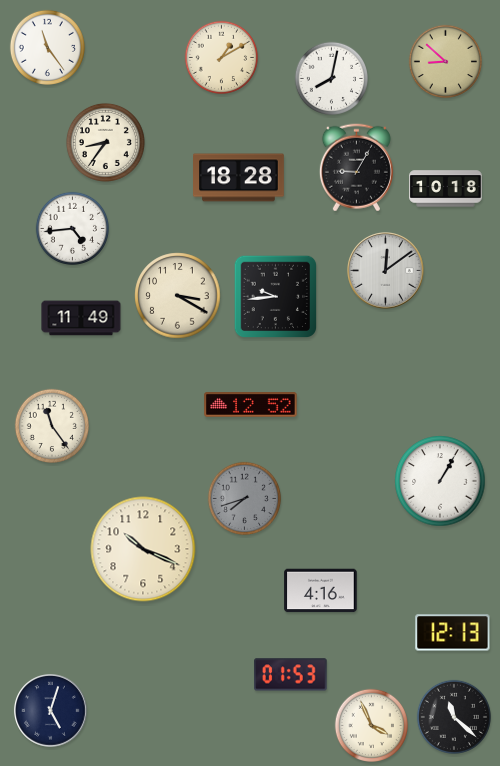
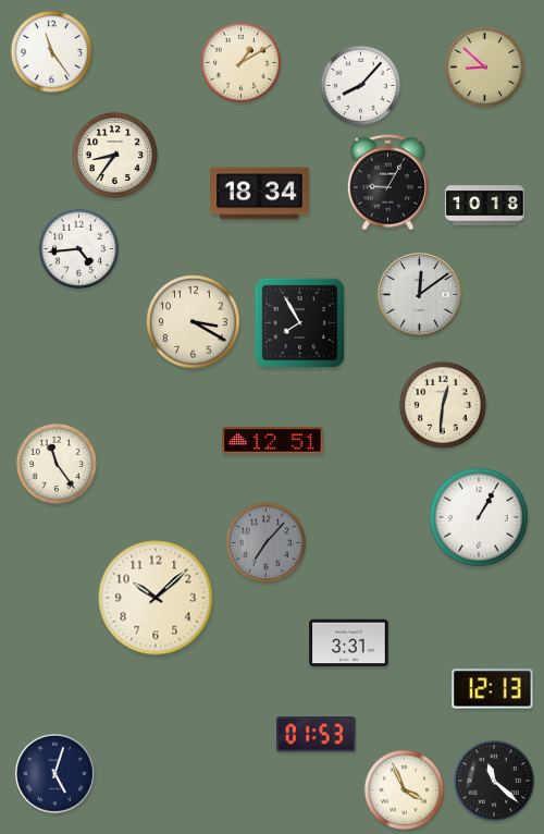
clock at (331, 79): 8:02 -> 8:07
clock at (239, 178): 18:28 -> 18:34
clock at (276, 297): 9:44 -> 7:55
clock at (81, 318): 11:49 -> none
clock at (443, 405): none -> 12:31
clock at (251, 405): 12:52 -> 12:51
clock at (440, 481) position: (440, 481) -> (479, 517)
clock at (244, 499): 7:42 -> 7:07
clock at (143, 549): 10:19 -> 10:08
clock at (321, 591): 4:16 -> 3:31
